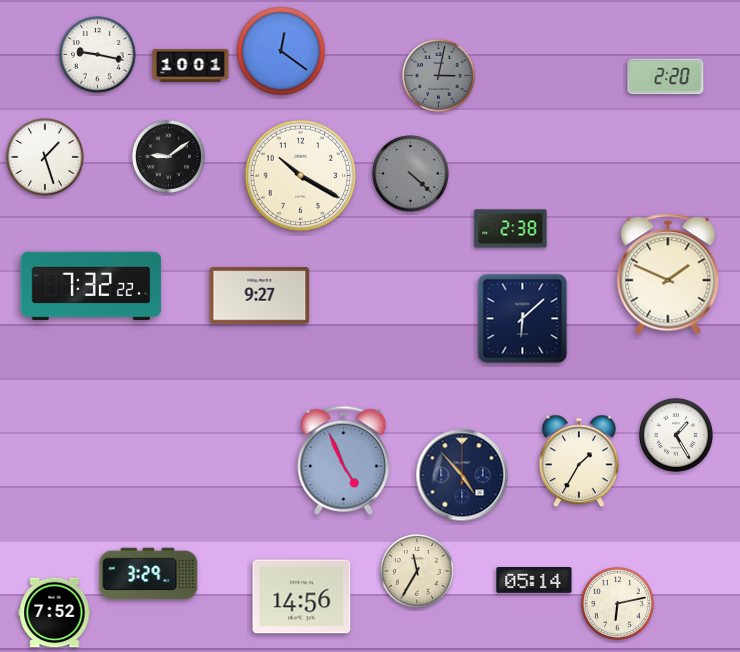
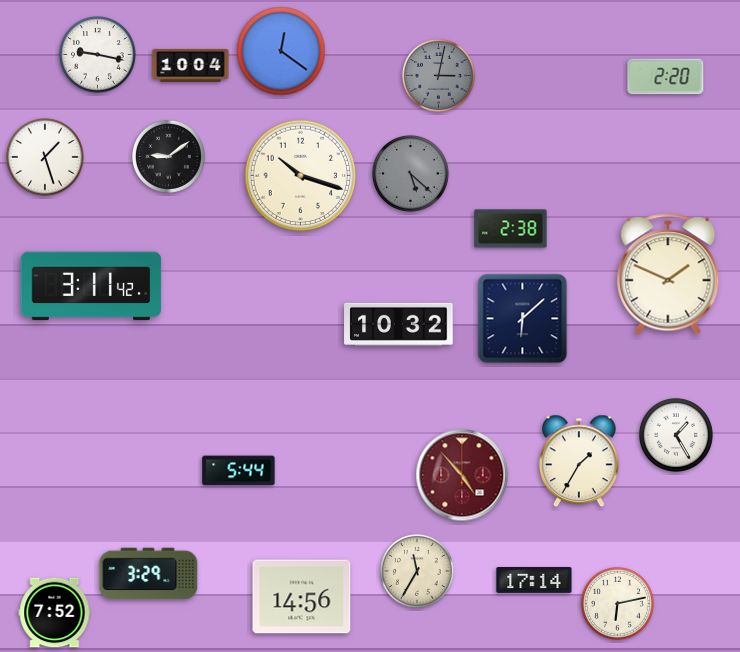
clock at (191, 65): 10:01 -> 10:04
clock at (411, 174): 4:22 -> 5:22
clock at (301, 176): 10:20 -> 10:18
clock at (91, 286): 7:32 -> 3:11
clock at (260, 296): 9:27 -> none
clock at (399, 324): none -> 10:32
clock at (344, 460): 4:56 -> none
clock at (239, 471): none -> 5:44
clock at (462, 475) dial: navy -> burgundy
clock at (534, 581): 05:14 -> 17:14
